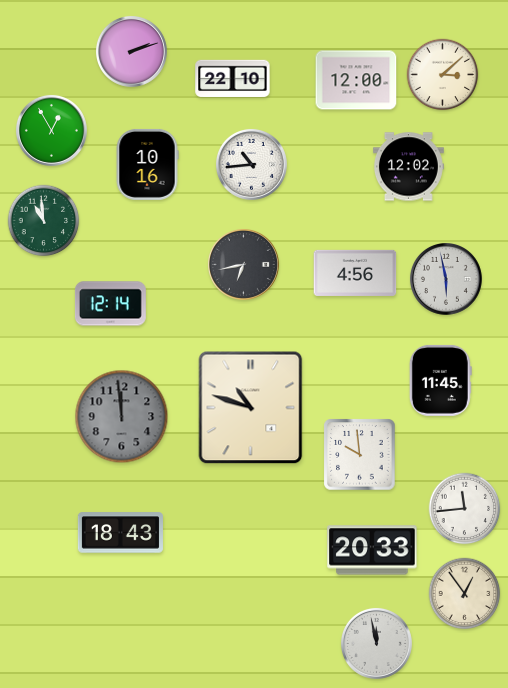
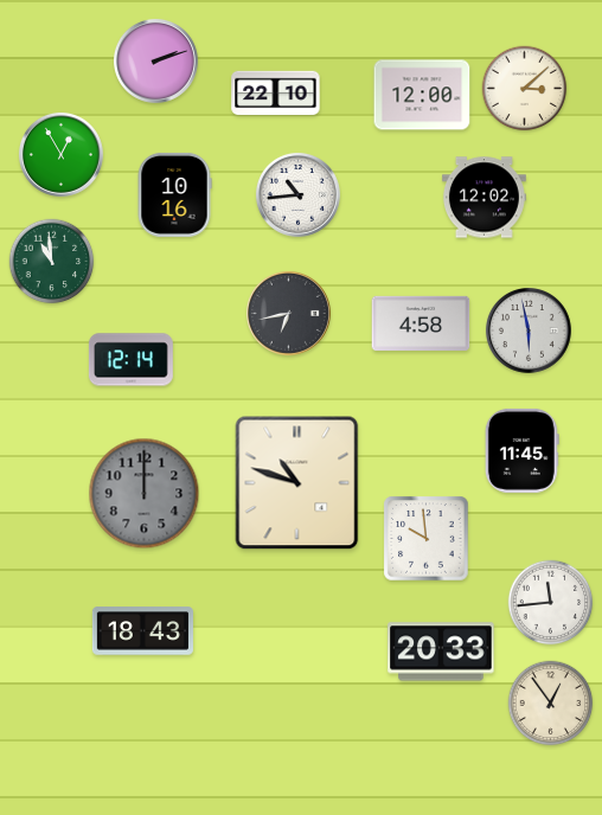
clock at (355, 273): 4:56 -> 4:58
clock at (122, 417): 11:59 -> 12:00
clock at (376, 643): 11:58 -> none
